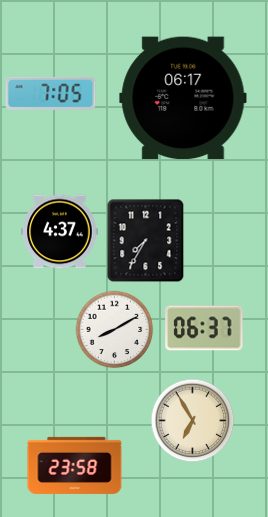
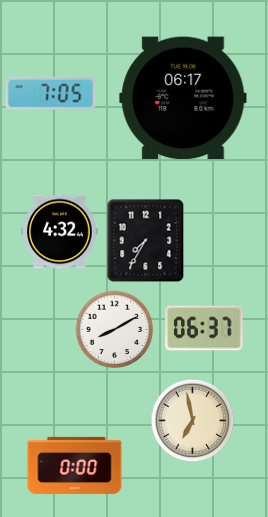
clock at (60, 232): 4:37 -> 4:32
clock at (192, 420): 6:55 -> 6:58
clock at (75, 465): 23:58 -> 0:00
